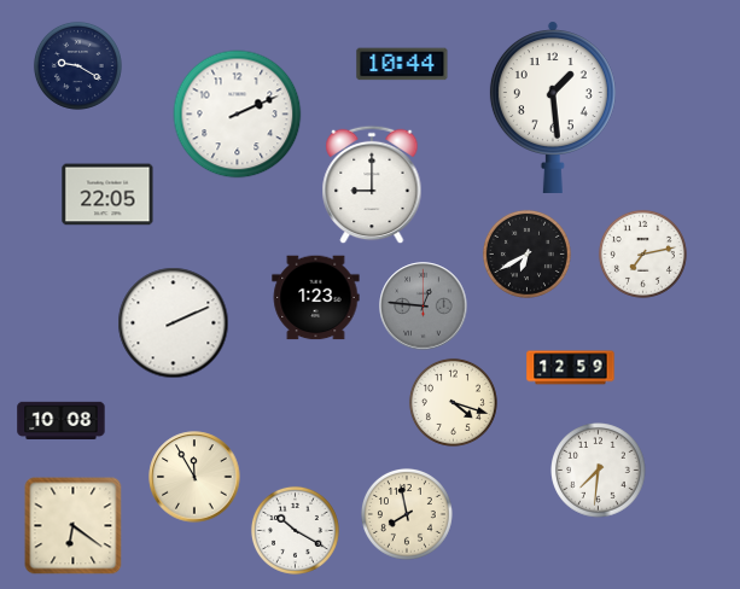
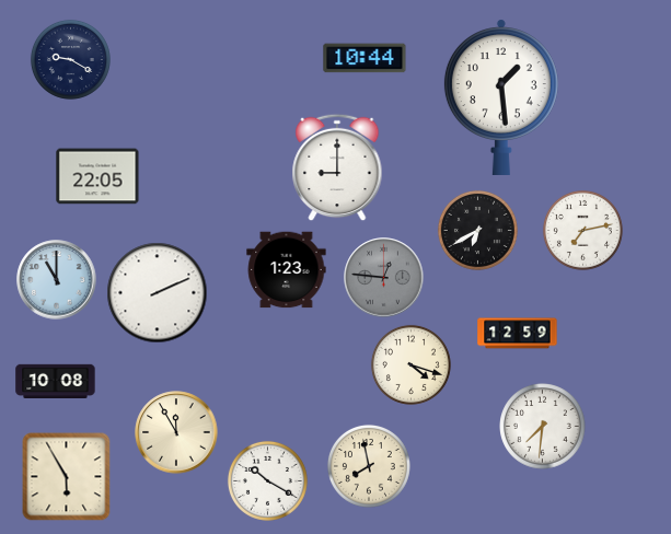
clock at (238, 115): 2:11 -> none
clock at (57, 280): none -> 11:00
clock at (74, 526): 6:21 -> 5:55
